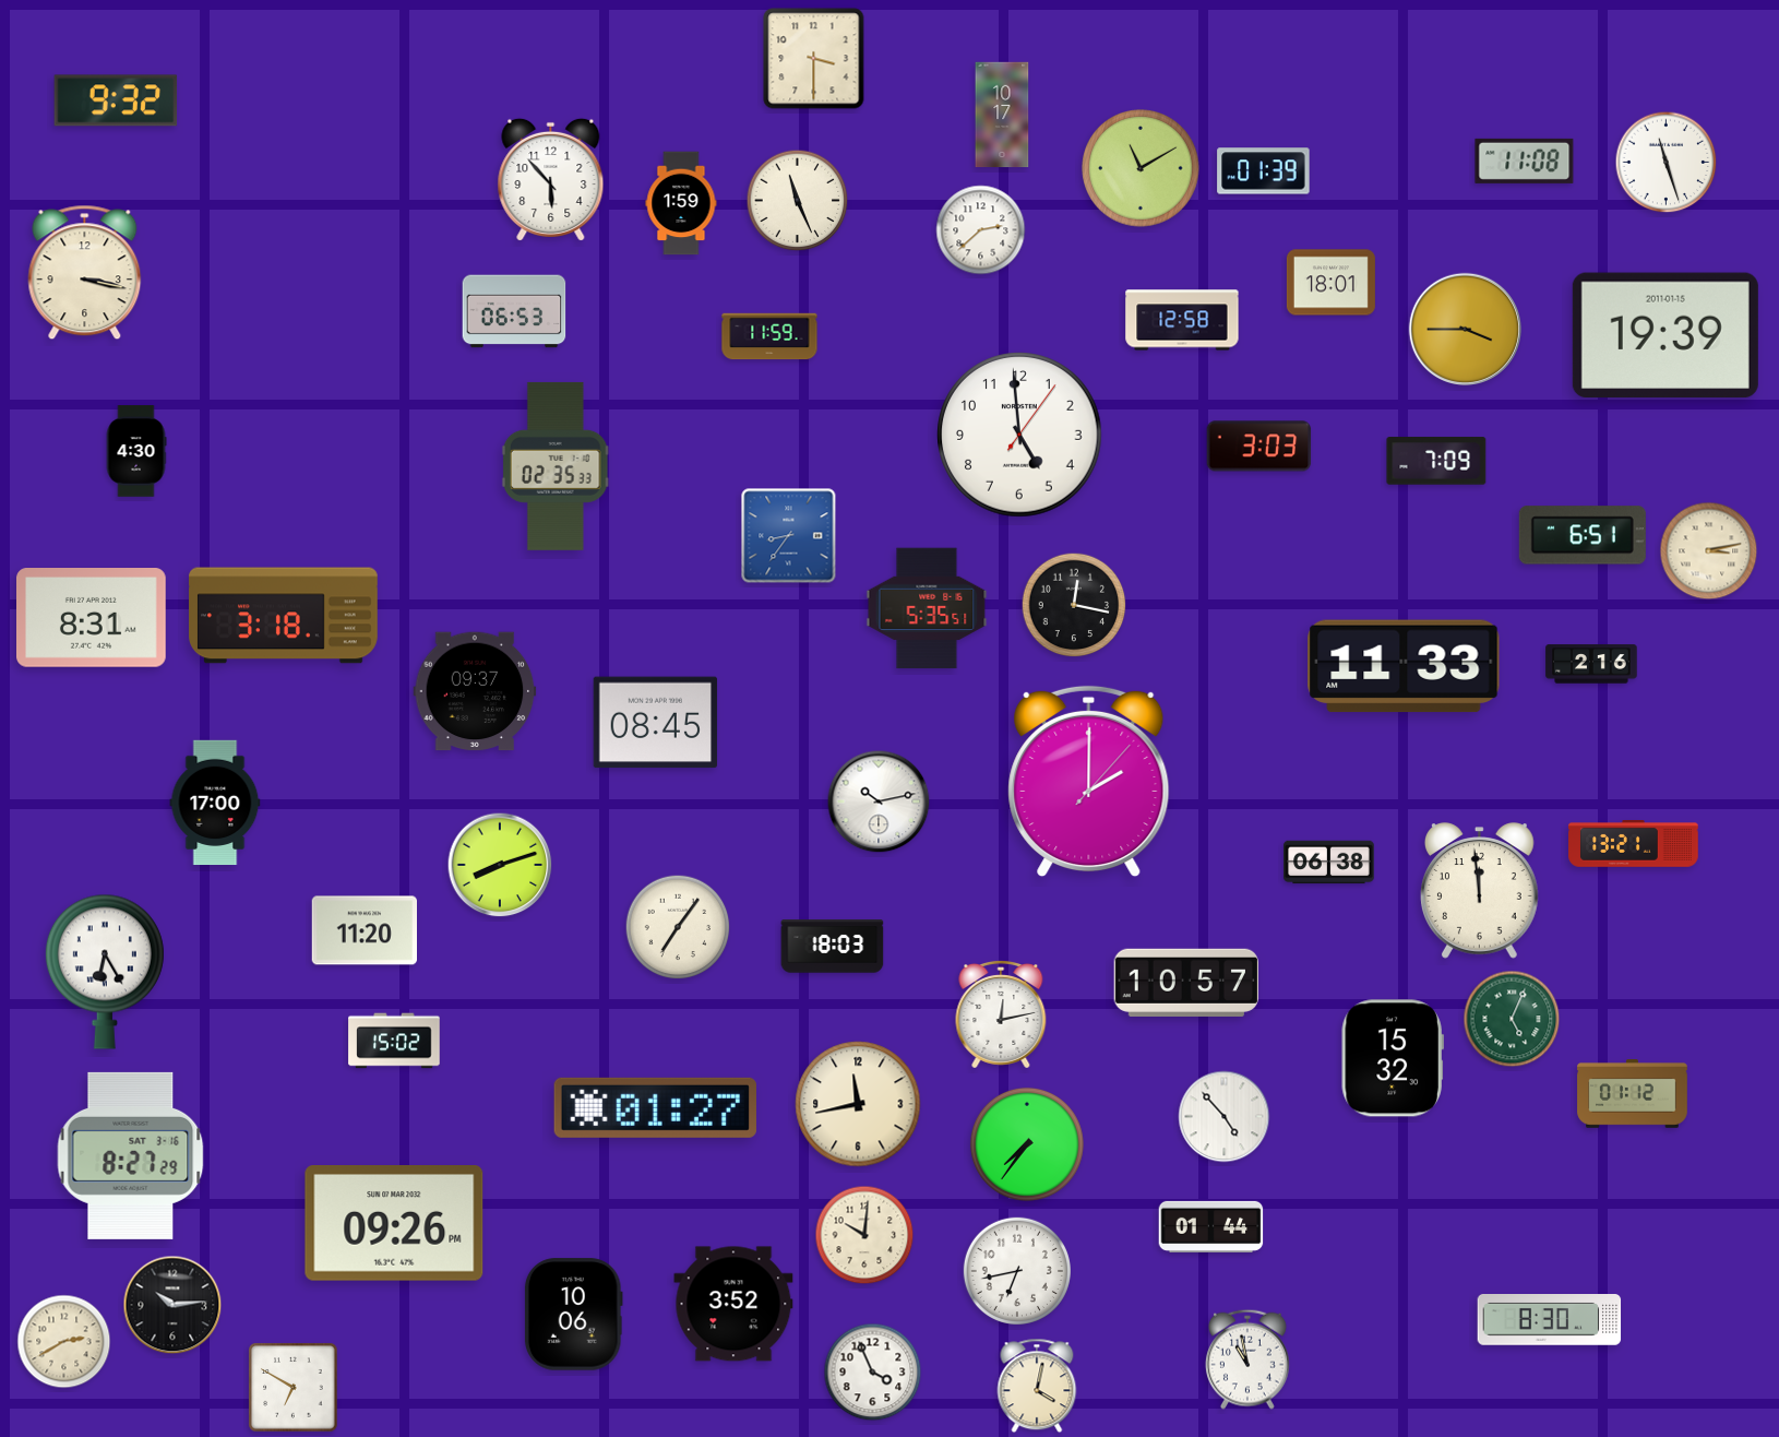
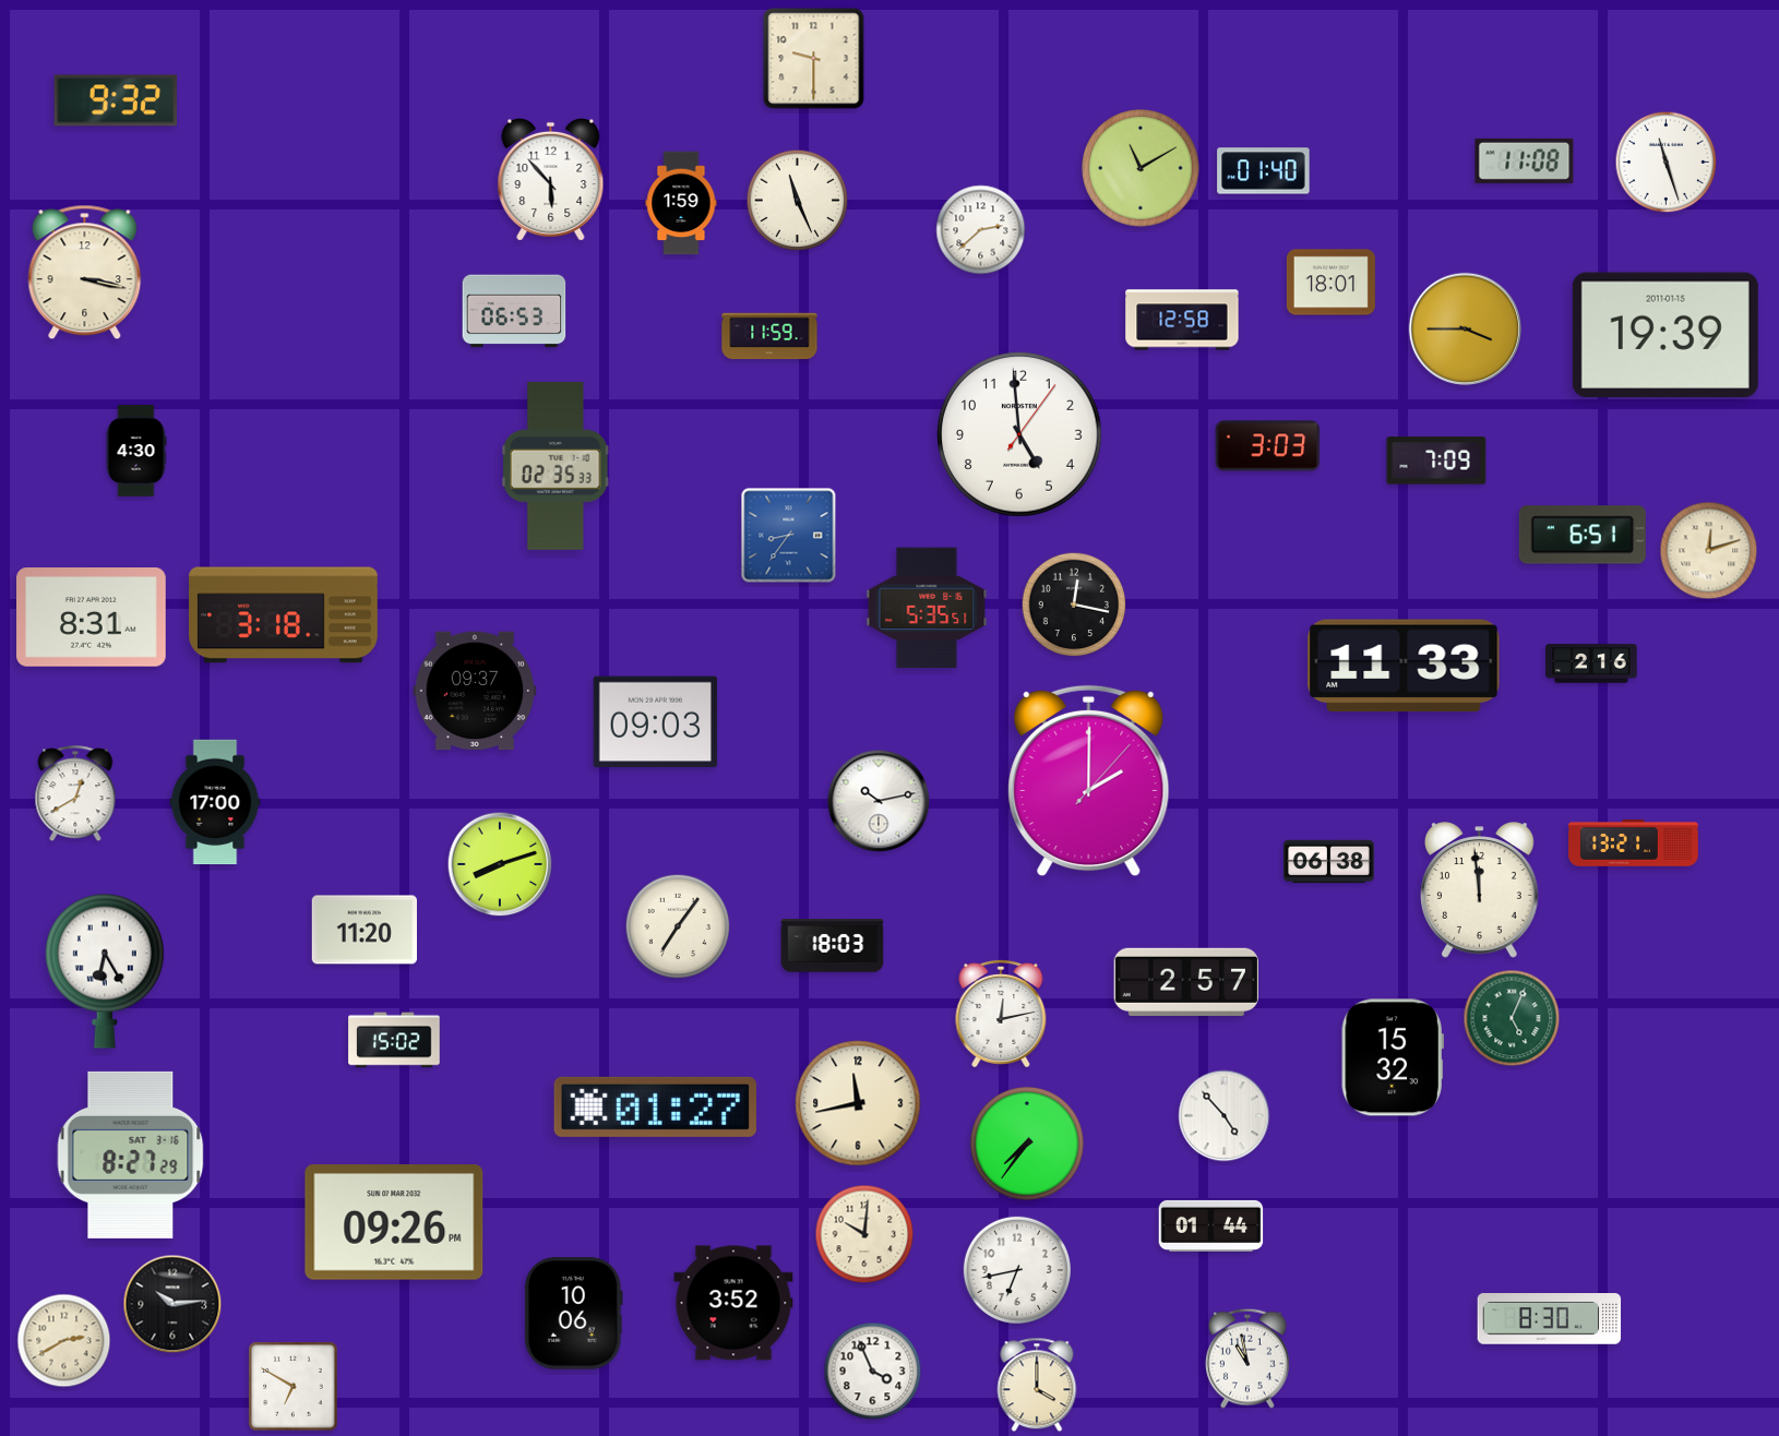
clock at (814, 59): 3:30 -> 9:30
clock at (1002, 115): 10:17 -> none
clock at (1264, 171): 01:39 -> 01:40
clock at (1259, 447) position: (1259, 447) -> (1268, 446)
clock at (1709, 551): 3:13 -> 12:12
clock at (656, 723): 08:45 -> 09:03
clock at (75, 794): none -> 12:40
clock at (1186, 983): 10:57 -> 2:57
clock at (1633, 1094): 01:12 -> none
clock at (1037, 1386): 4:02 -> 4:00
